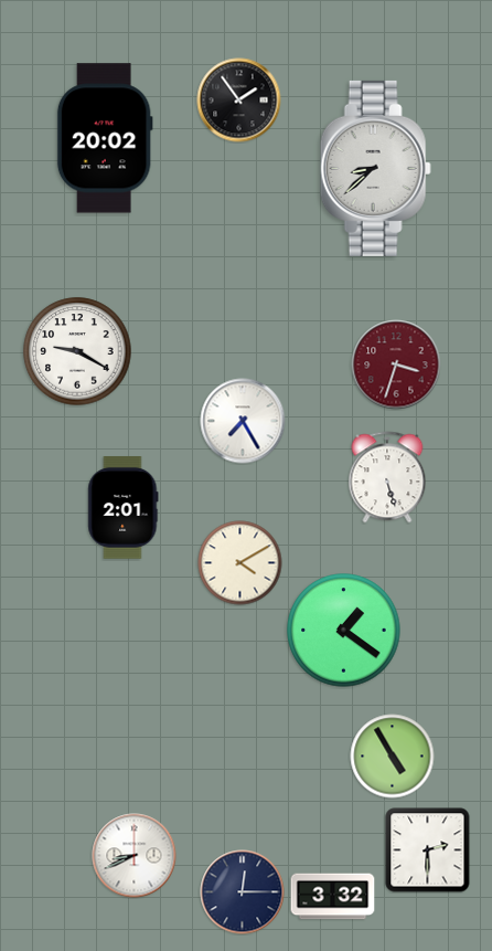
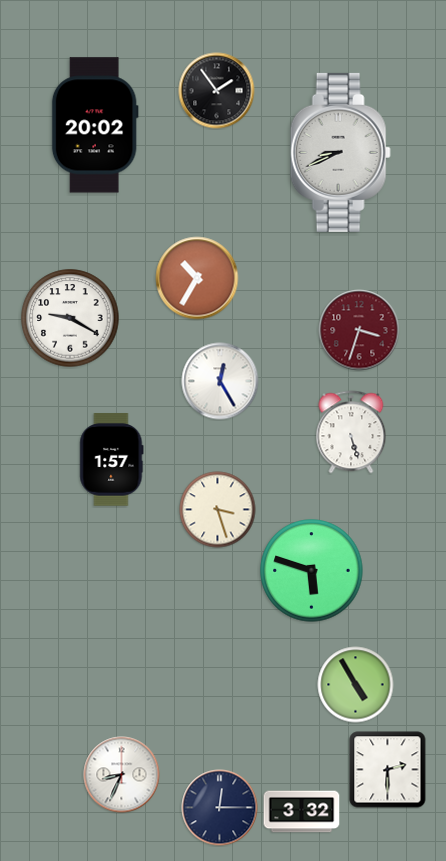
clock at (375, 168): 8:38 -> 8:41
clock at (197, 278): none -> 10:35
clock at (243, 421): 7:25 -> 12:25
clock at (124, 508): 2:01 -> 1:57
clock at (240, 563): 4:10 -> 3:27
clock at (344, 631): 1:21 -> 5:48
clock at (135, 856): 8:41 -> 8:34
